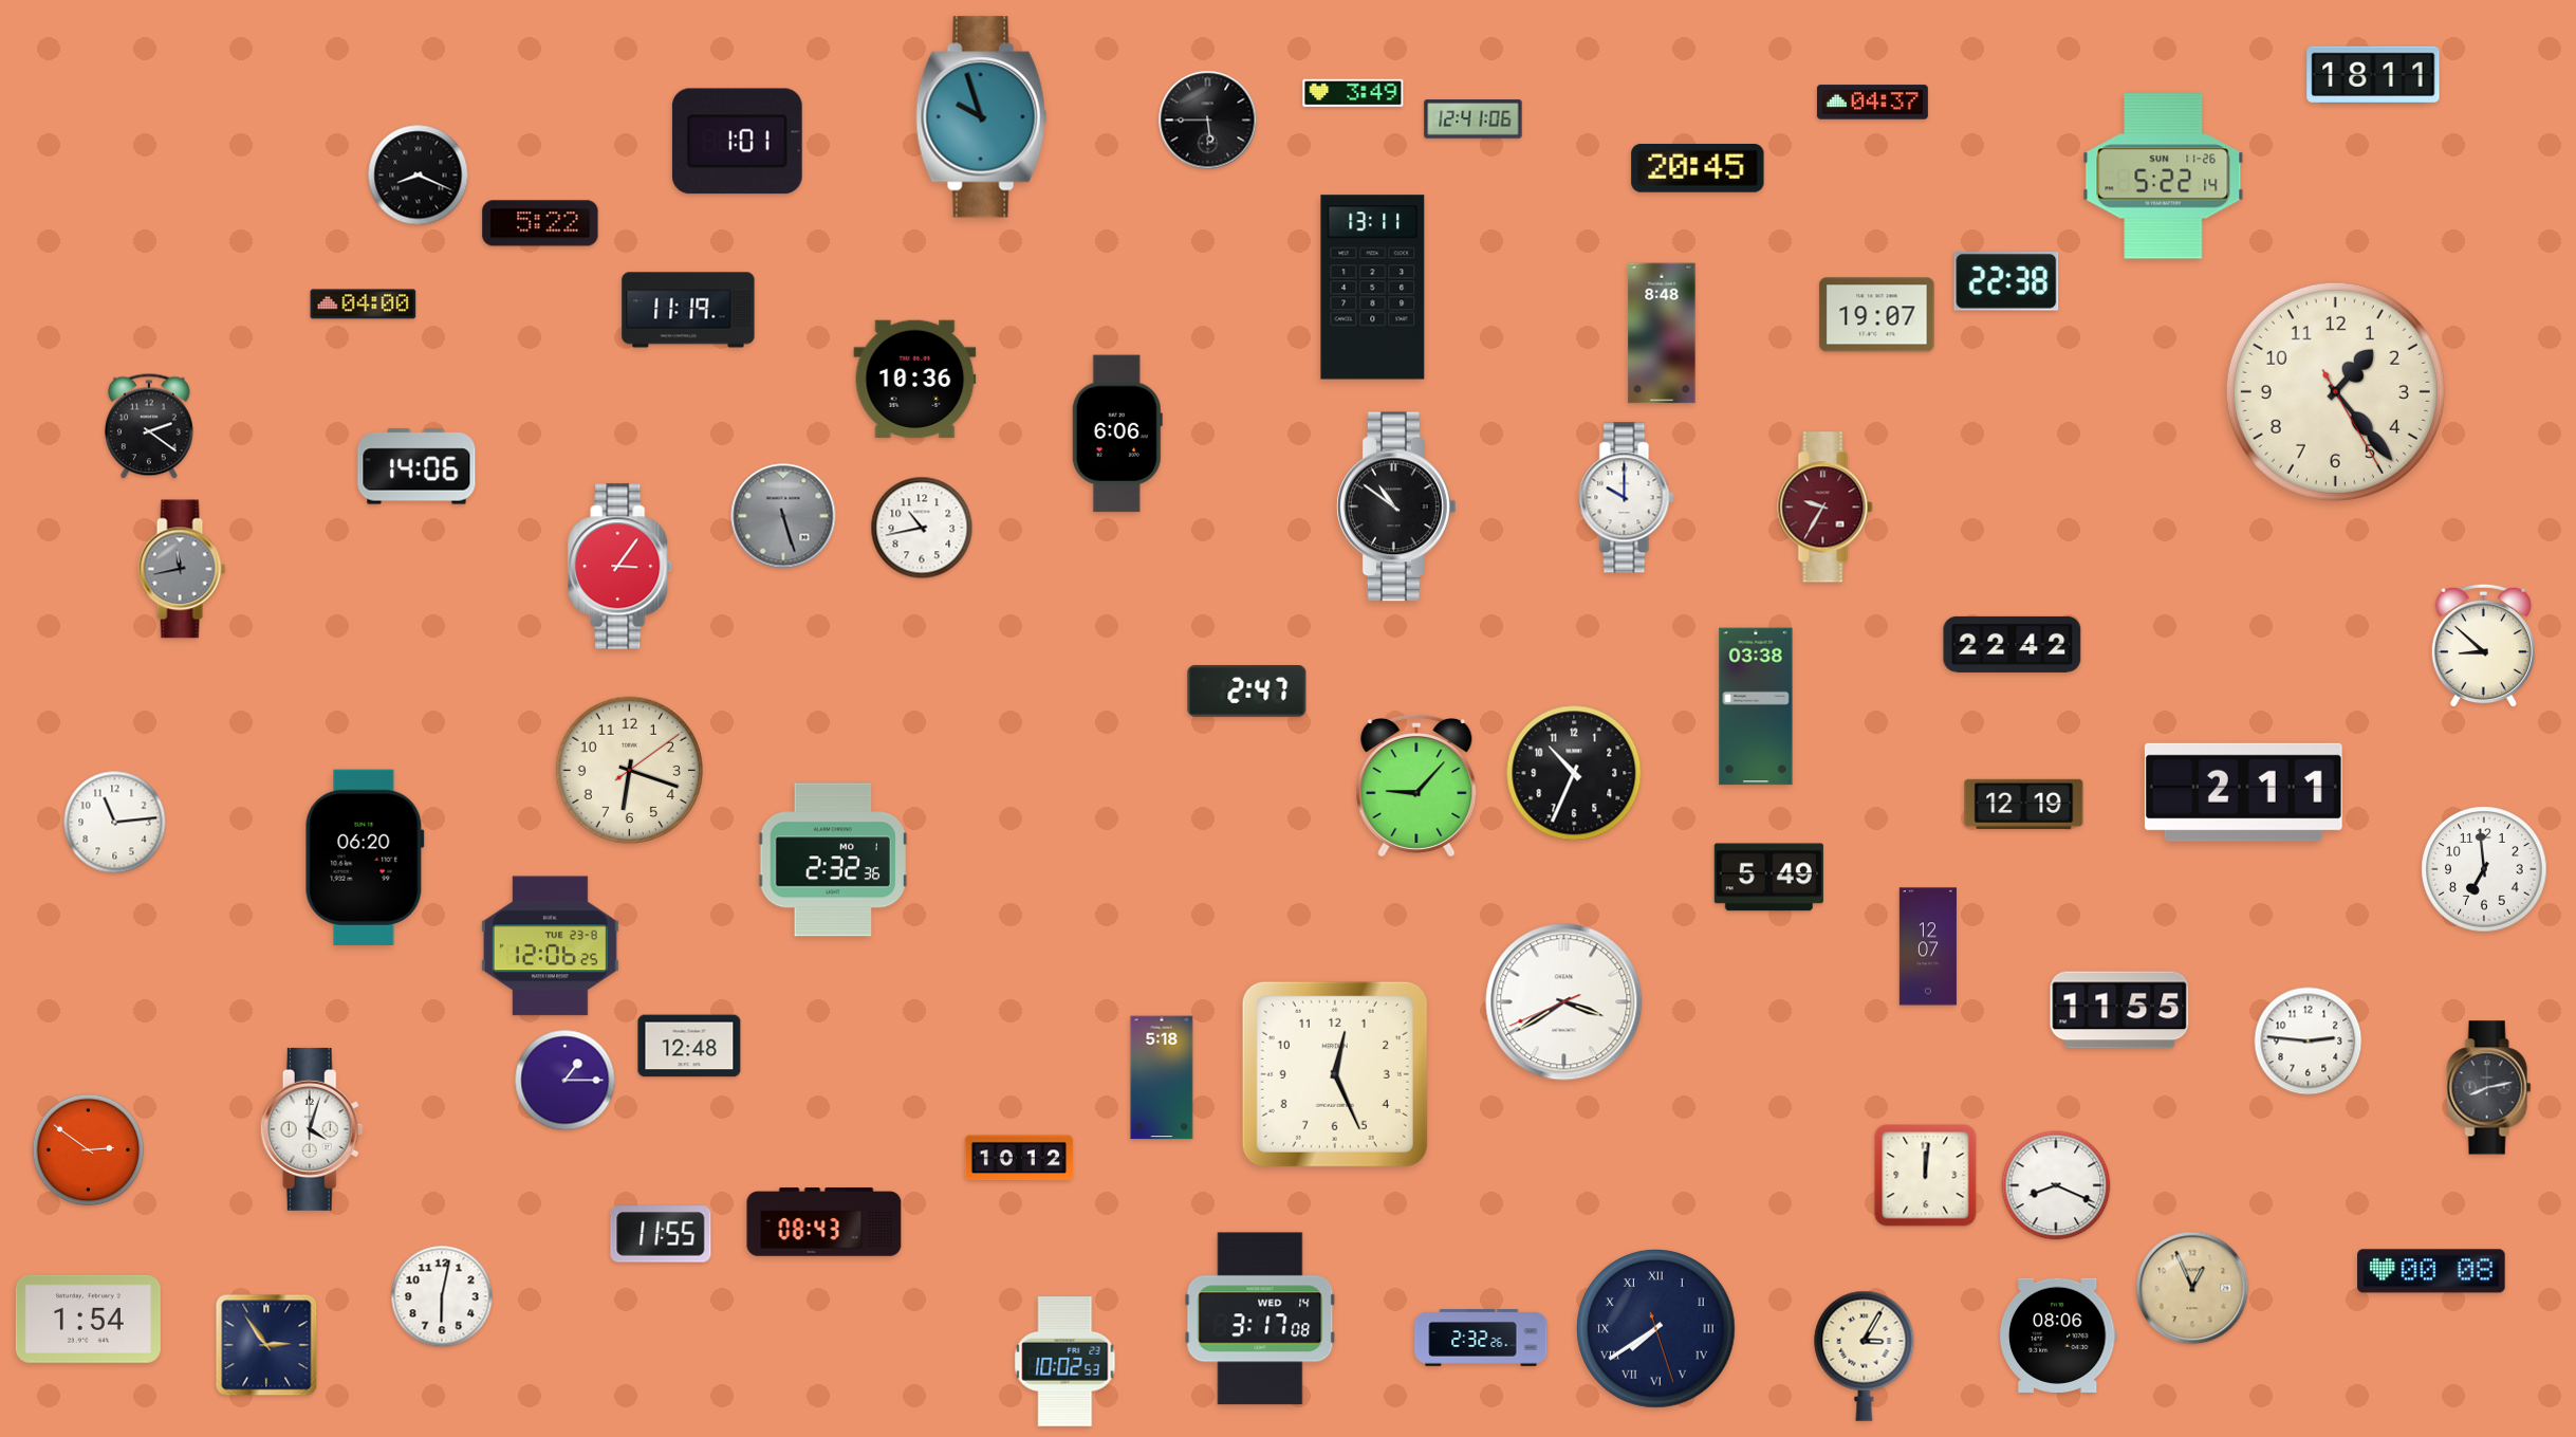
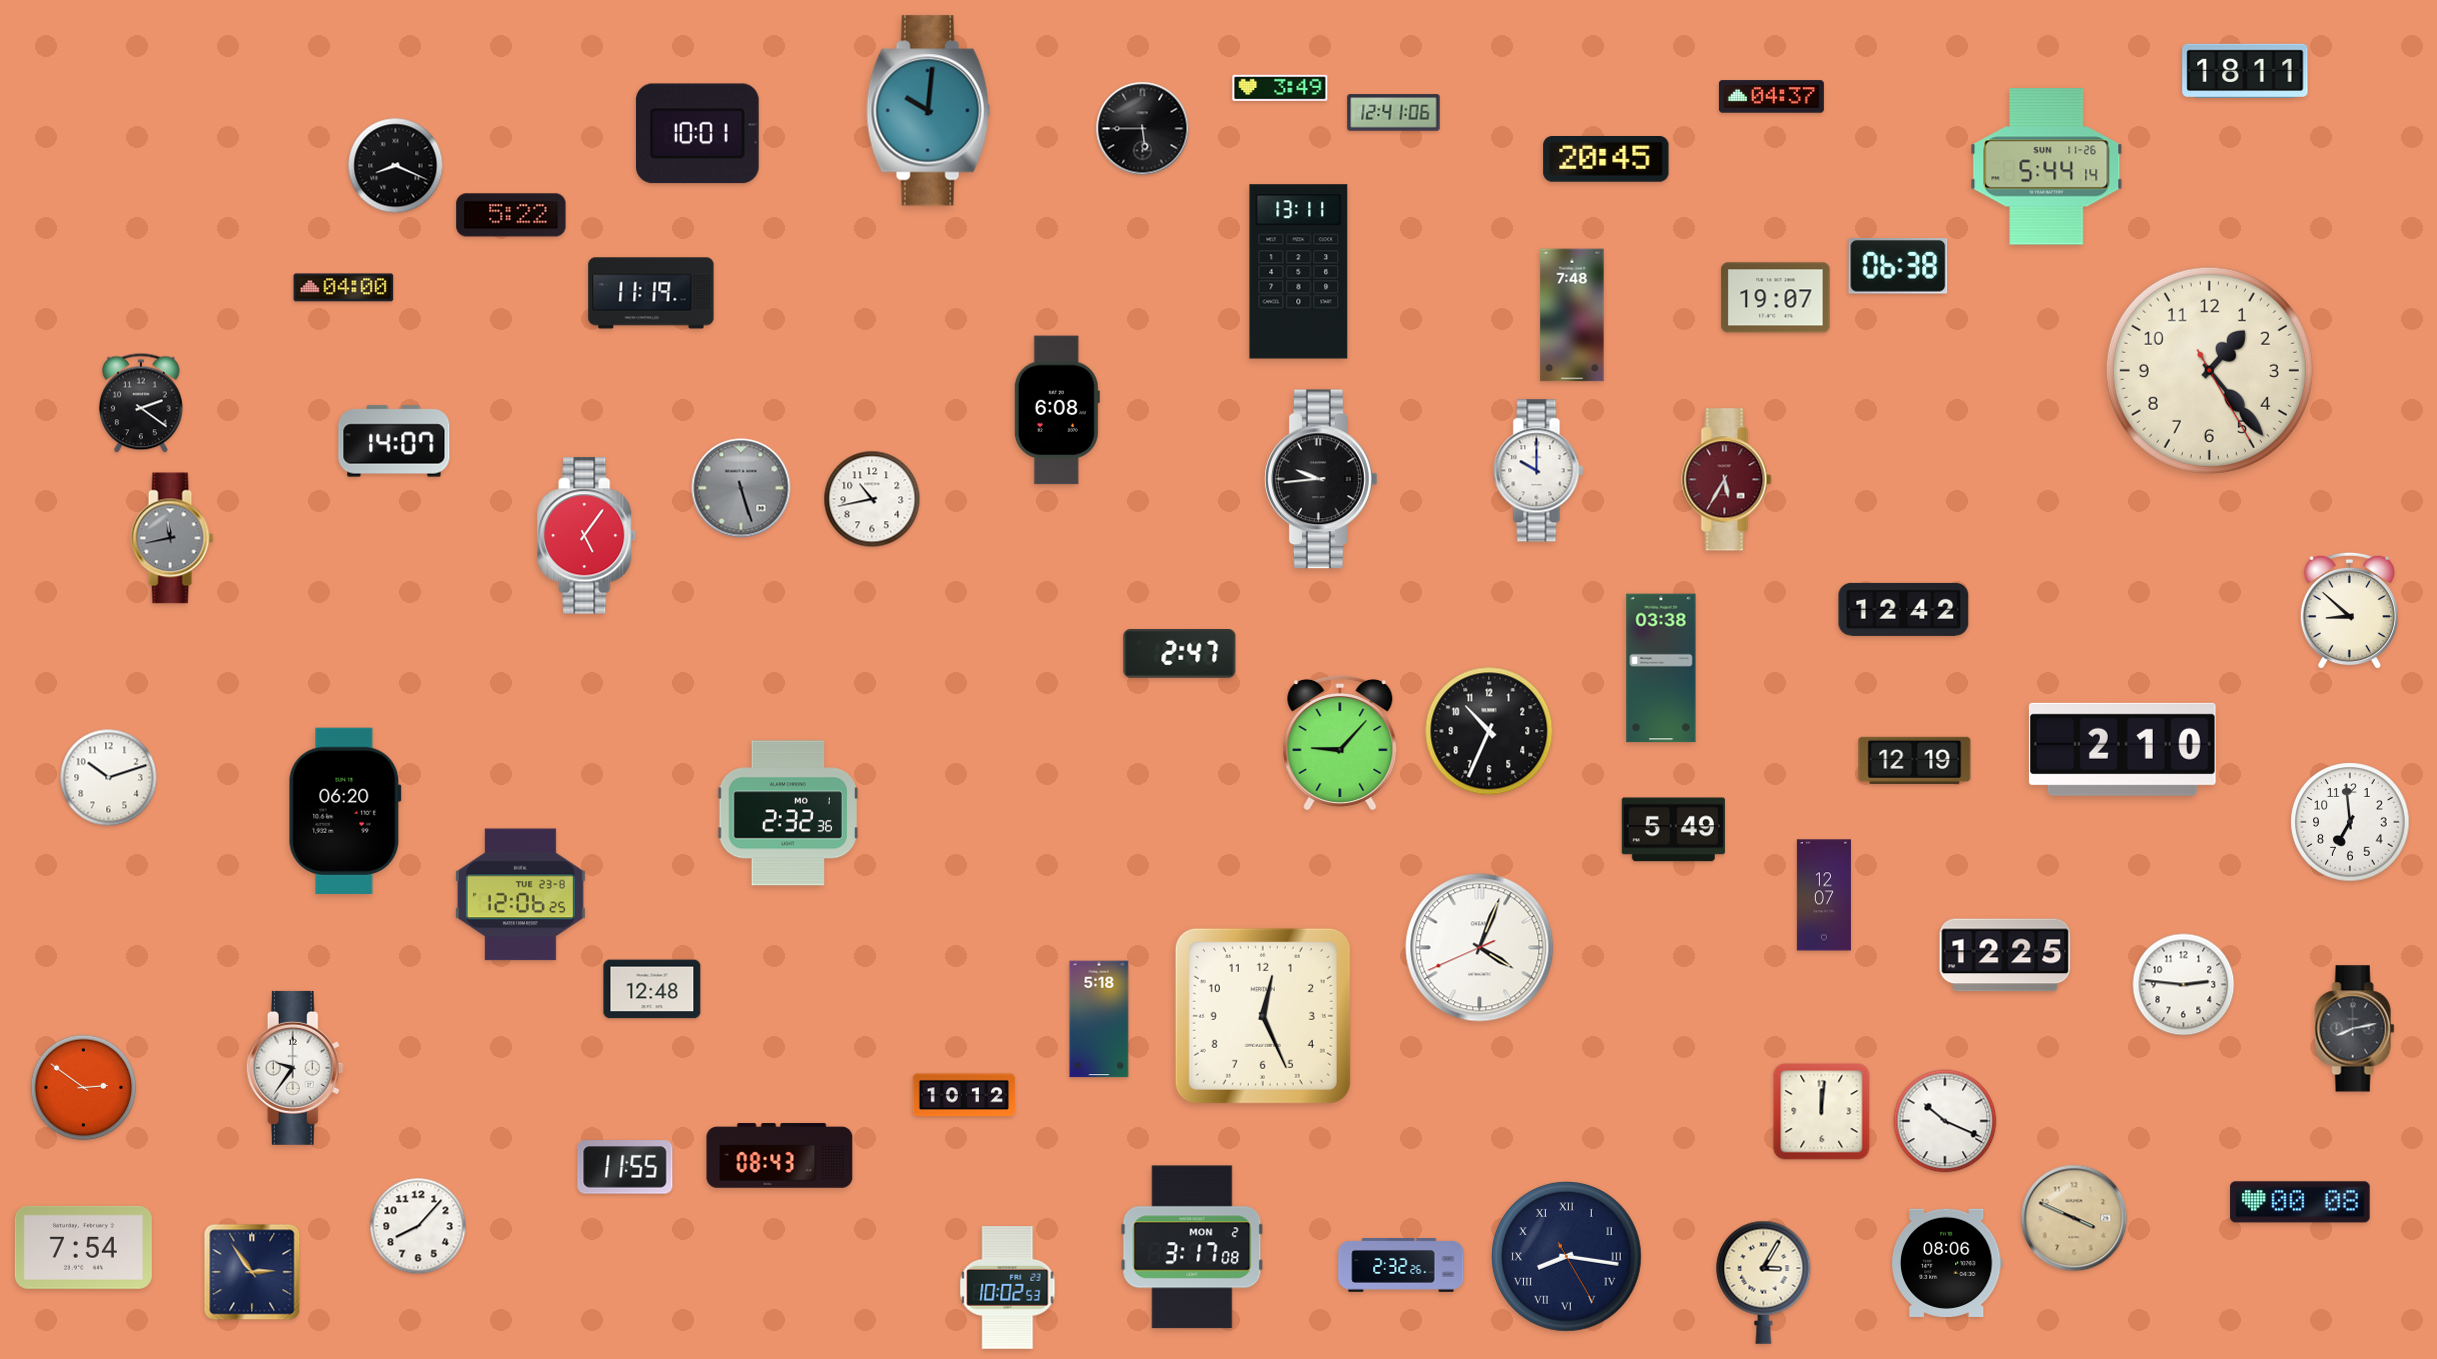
clock at (982, 117): 9:57 -> 10:01
clock at (1208, 121) position: (1208, 121) -> (1143, 129)
clock at (737, 142): 1:01 -> 10:01
clock at (2164, 177): 5:22 -> 5:44
clock at (540, 223) position: (540, 223) -> (511, 215)
clock at (2006, 281): 22:38 -> 06:38
clock at (1662, 333): 8:48 -> 7:48
clock at (915, 380): 10:36 -> none
clock at (1117, 434): 6:06 -> 6:08
clock at (416, 466): 14:06 -> 14:07
clock at (1396, 506): 10:51 -> 9:44
clock at (1826, 508): 9:35 -> 5:35
clock at (620, 567): 3:06 -> 5:06
clock at (2013, 644): 22:42 -> 12:42
clock at (630, 771): 6:18 -> none
clock at (2243, 792): 2:11 -> 2:10
clock at (115, 823): 11:14 -> 10:12
clock at (1564, 1002): 3:39 -> 4:03
clock at (2119, 1010): 11:55 -> 12:25
clock at (566, 1081): 1:15 -> none
clock at (312, 1129): 4:03 -> 9:36
clock at (2056, 1185): 8:19 -> 10:19
clock at (2192, 1288): 12:56 -> 3:49
clock at (442, 1296): 6:02 -> 8:07
clock at (88, 1319): 1:54 -> 7:54
clock at (1260, 1319) date: WED 14 -> MON 2
clock at (1656, 1329): 7:39 -> 8:16
